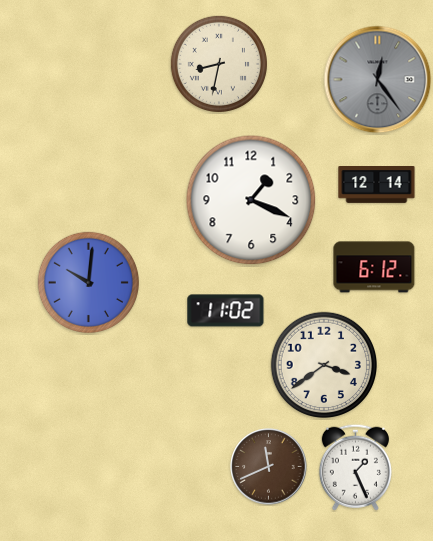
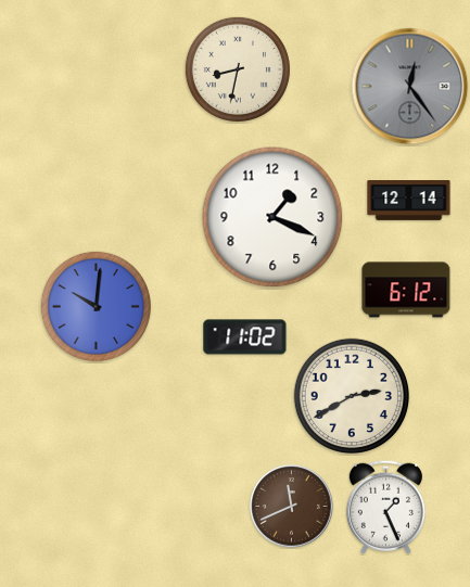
clock at (323, 364): 3:39 -> 2:40
